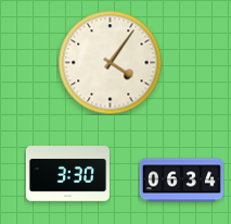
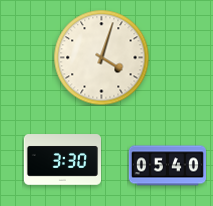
clock at (110, 62): 4:06 -> 4:03
clock at (181, 181): 06:34 -> 05:40
